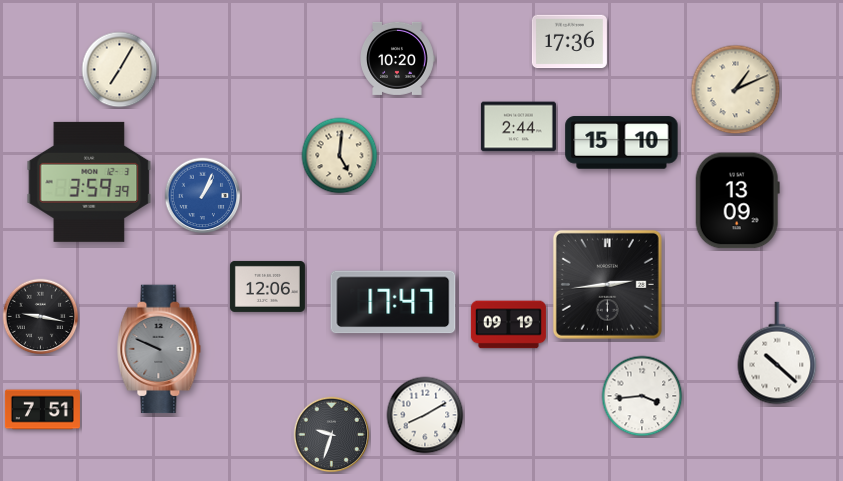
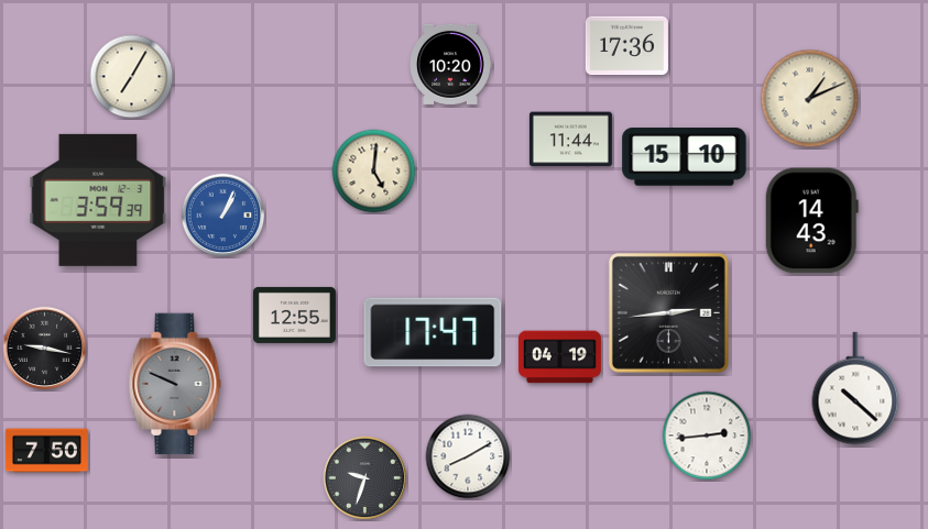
clock at (397, 58) position: (397, 58) -> (450, 64)
clock at (518, 127): 2:44 -> 11:44
clock at (737, 201): 13:09 -> 14:43
clock at (267, 286): 12:06 -> 12:55
clock at (508, 325): 09:19 -> 04:19
clock at (642, 396): 3:44 -> 2:44
clock at (42, 410): 7:51 -> 7:50
